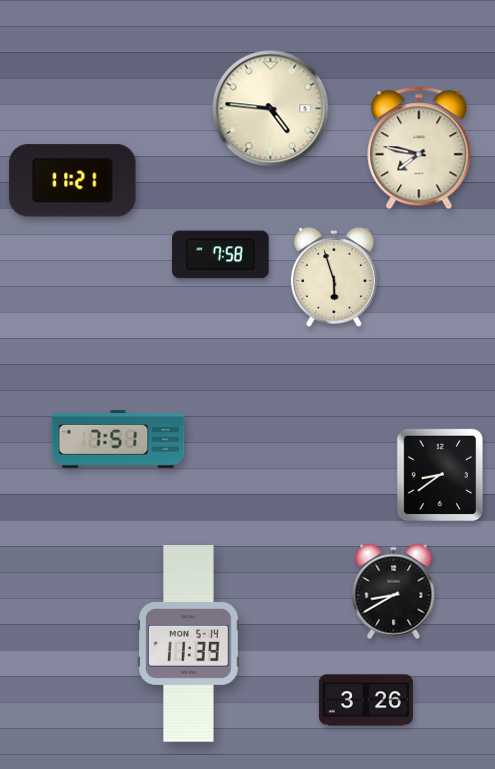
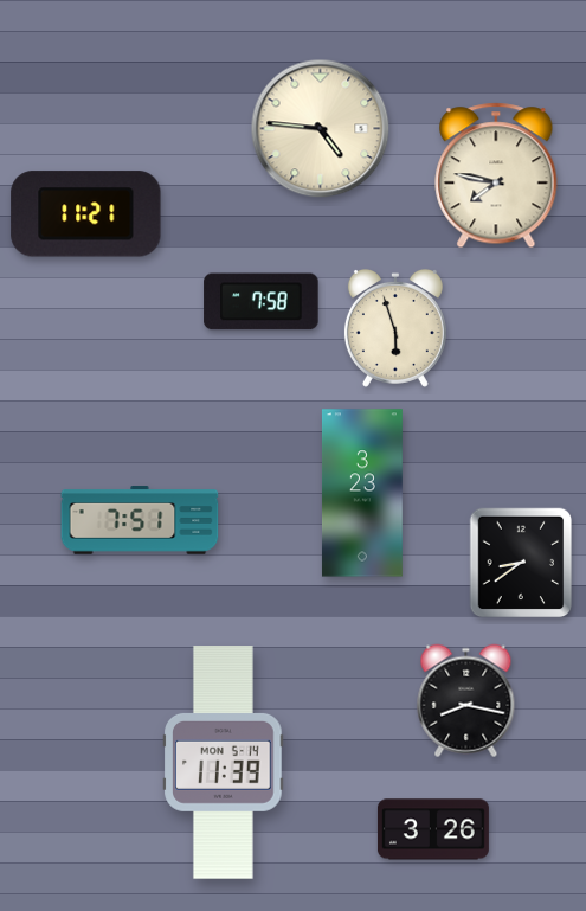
clock at (362, 493): none -> 3:23
clock at (394, 592): 8:40 -> 8:17
